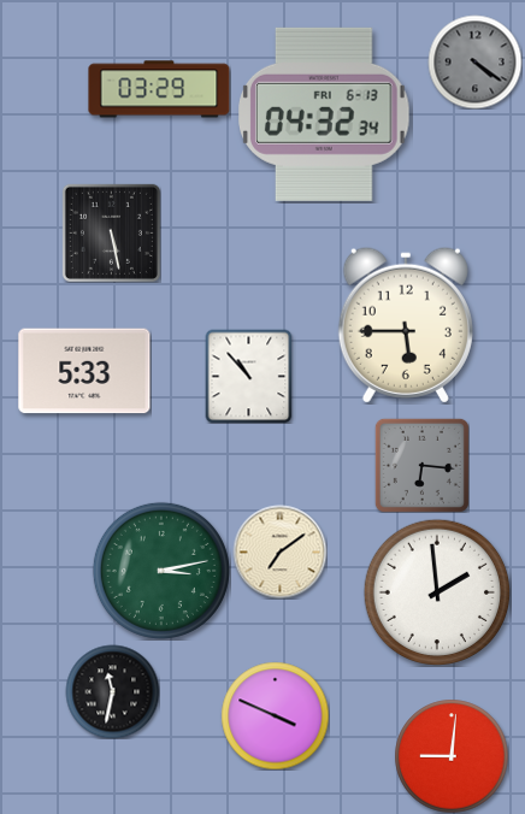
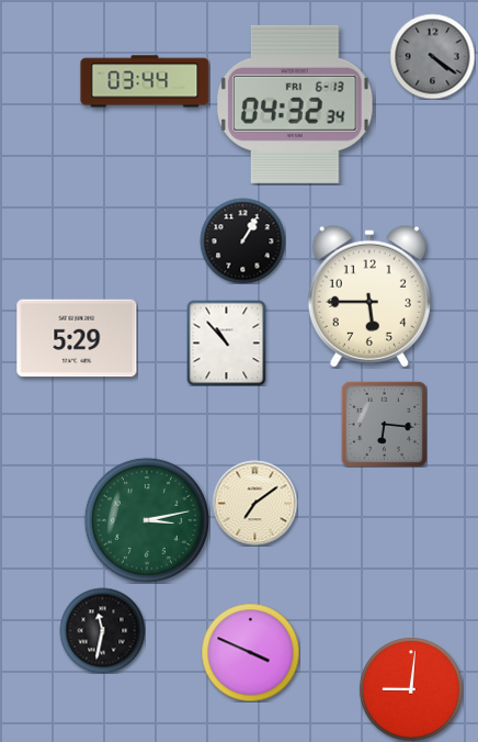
clock at (159, 89): 03:29 -> 03:44
clock at (111, 232): 5:28 -> none
clock at (242, 240): none -> 1:05
clock at (84, 371): 5:33 -> 5:29
clock at (436, 591): 1:59 -> none
